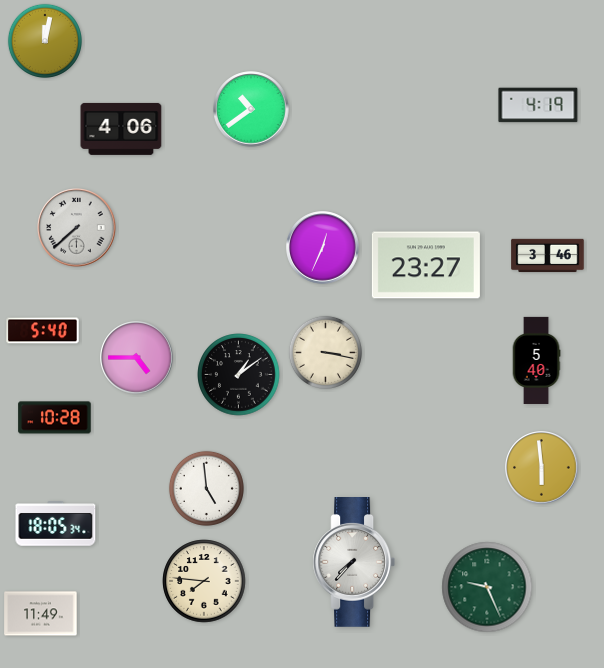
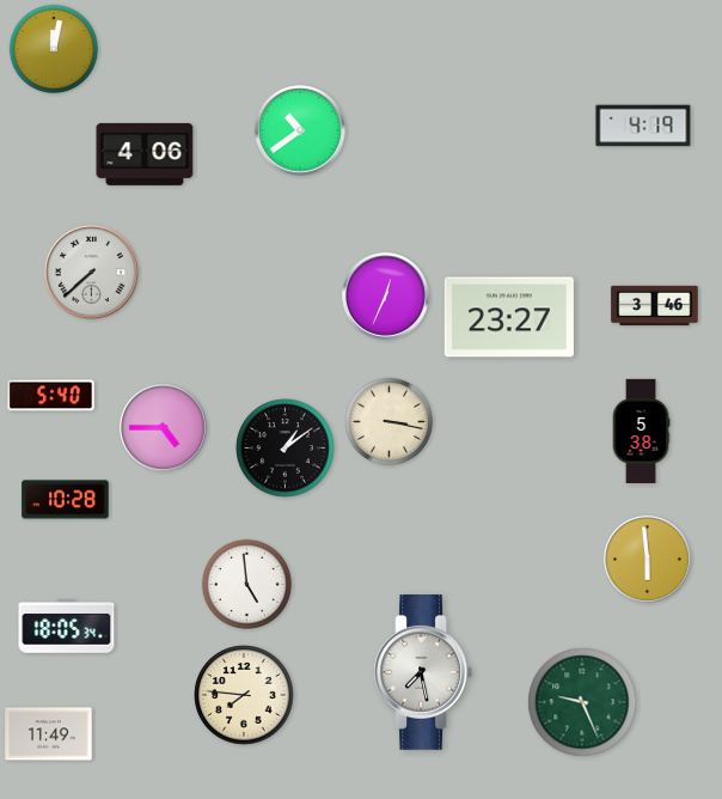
clock at (536, 360): 5:40 -> 5:38
clock at (354, 563): 7:37 -> 7:28
